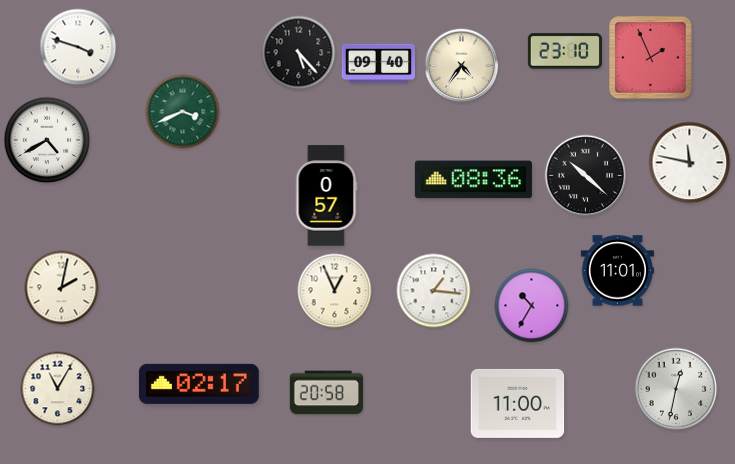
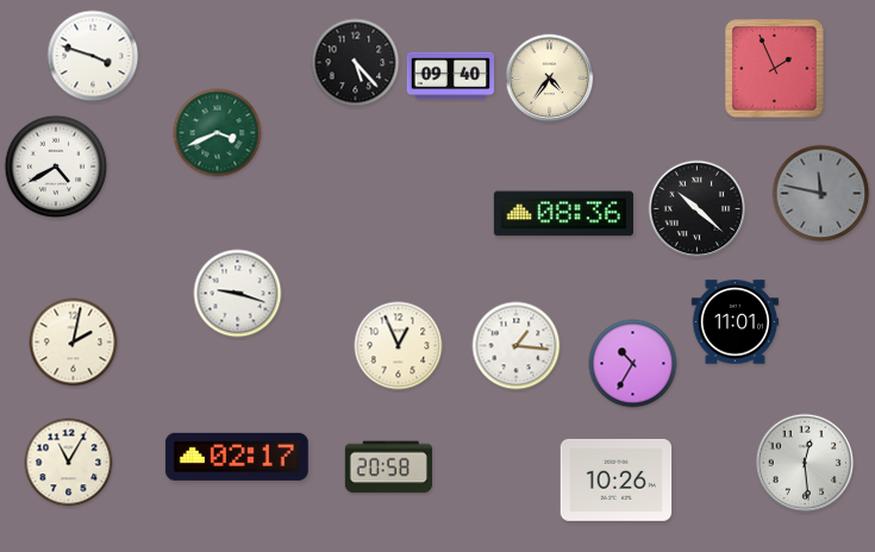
clock at (565, 51): 23:10 -> none
clock at (690, 163) dial: white -> grey
clock at (326, 196): 0:57 -> none
clock at (238, 294): none -> 9:18
clock at (676, 389): 12:32 -> 12:29
clock at (518, 403): 11:00 -> 10:26
